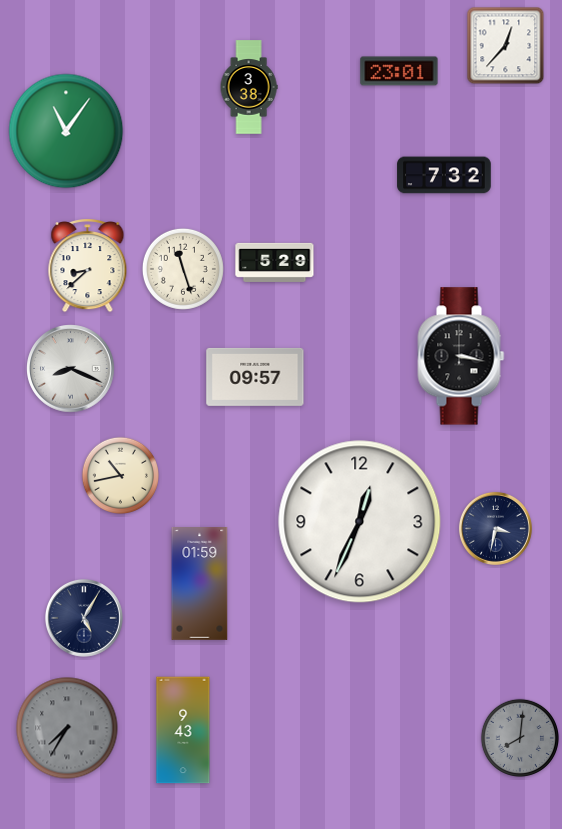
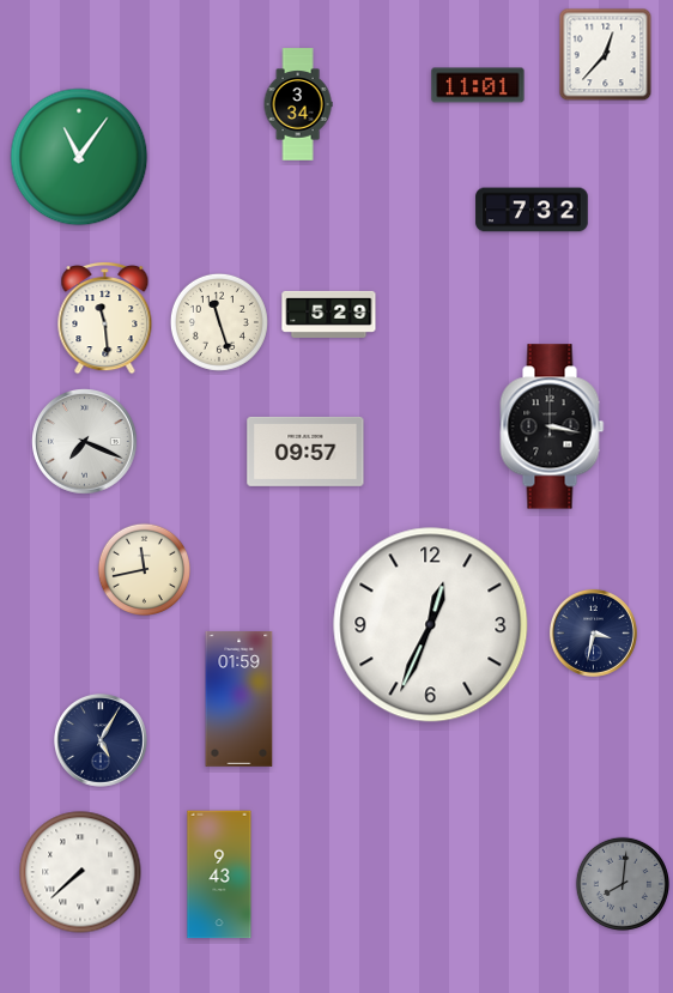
clock at (399, 71): 23:01 -> 11:01
clock at (249, 87): 3:38 -> 3:34
clock at (88, 266): 8:38 -> 11:29
clock at (71, 369): 8:19 -> 7:19
clock at (120, 475): 10:43 -> 11:43
clock at (67, 728): 7:35 -> 7:38
clock at (67, 728) dial: grey -> white
